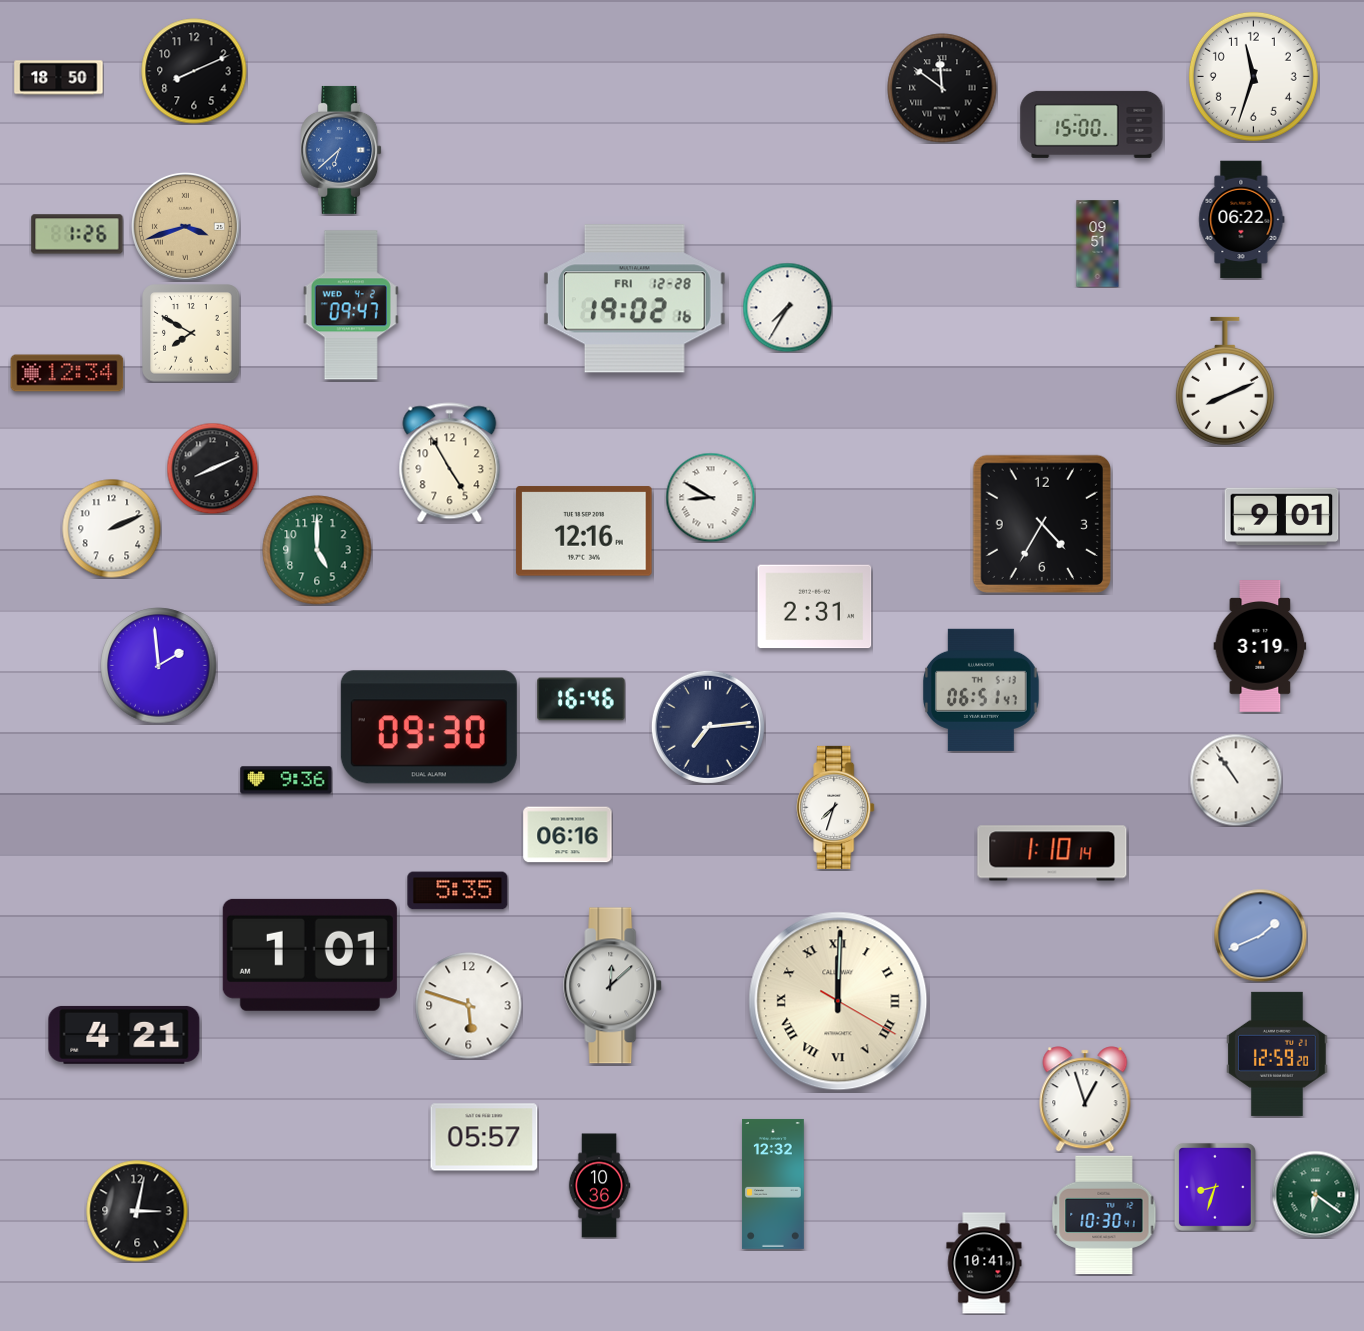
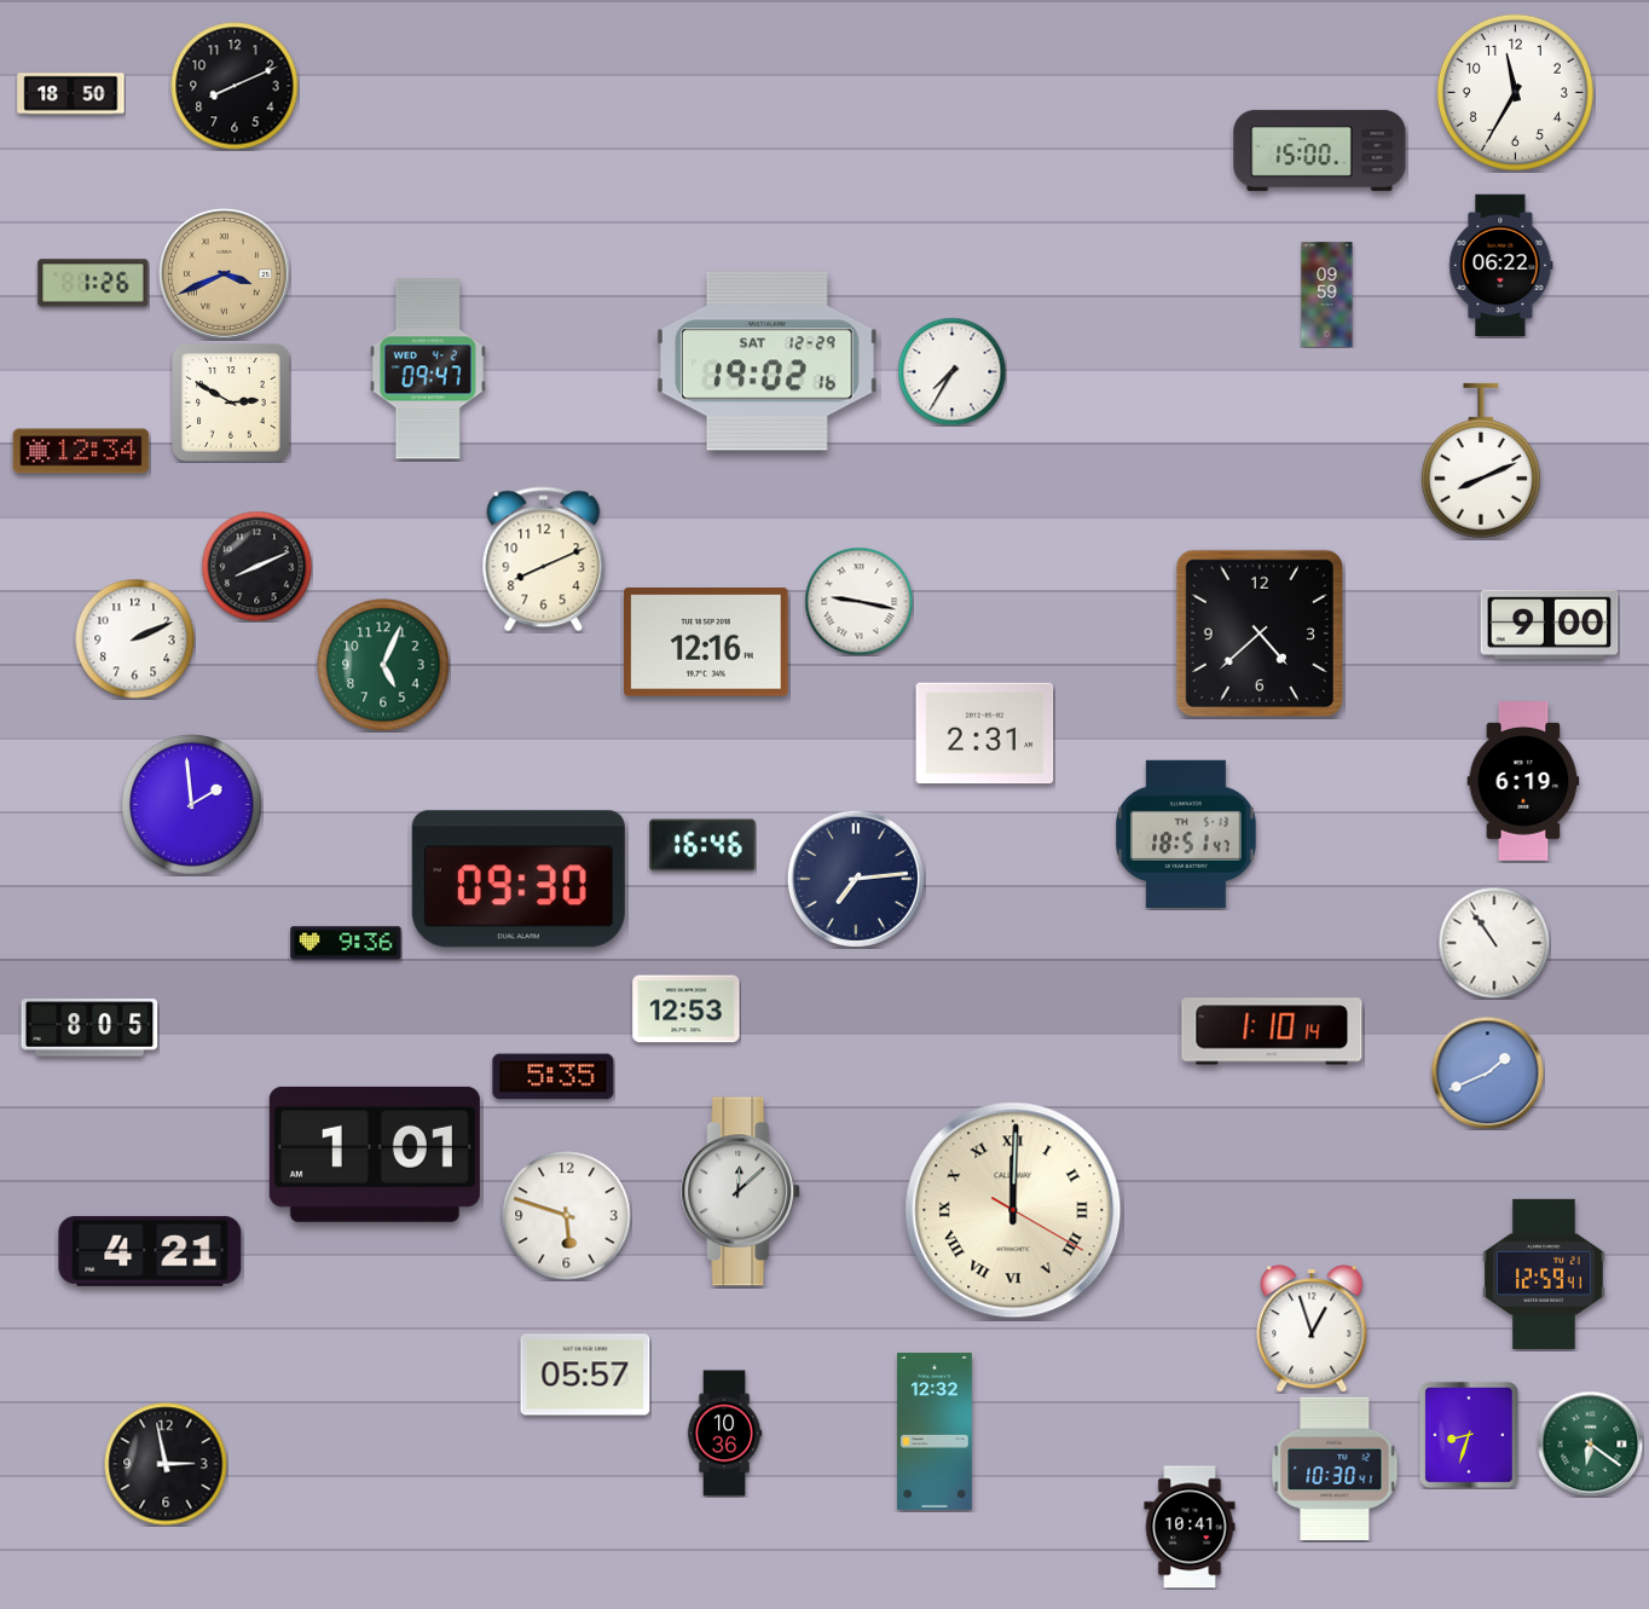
clock at (1253, 76): 11:33 -> 11:35
clock at (942, 88): 11:51 -> none
clock at (341, 150): 6:38 -> none
clock at (185, 226): 3:42 -> 3:41
clock at (1098, 244): 09:51 -> 09:59
clock at (634, 299) date: FRI 12-28 -> SAT 12-29
clock at (351, 305) position: (351, 305) -> (428, 369)
clock at (191, 333): 7:50 -> 2:50
clock at (450, 463): 4:55 -> 8:11
clock at (710, 497): 8:50 -> 9:17
clock at (1282, 517): 9:01 -> 9:00
clock at (1042, 524): 4:35 -> 4:38
clock at (317, 550): 5:00 -> 5:04
clock at (1260, 647): 3:19 -> 6:19
clock at (981, 690): 06:51 -> 18:51
clock at (836, 807): 7:33 -> none
clock at (568, 835): 06:16 -> 12:53
clock at (89, 1028): none -> 8:05
clock at (1260, 935) position: (1260, 935) -> (1487, 1072)
clock at (1278, 1054): 12:59:20 -> 12:59:41
clock at (137, 1211): 3:02 -> 2:58
